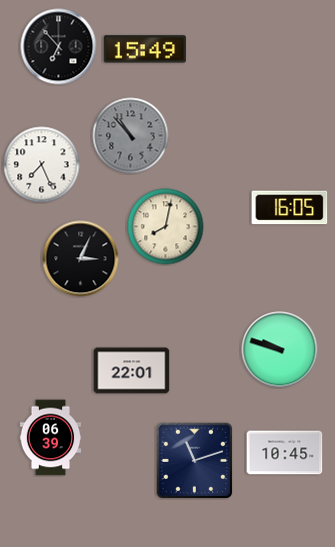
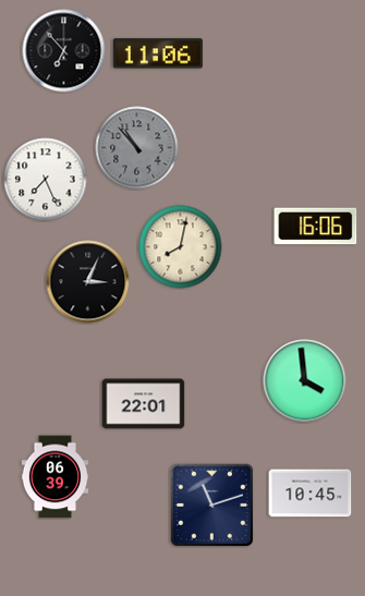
clock at (145, 49): 15:49 -> 11:06
clock at (131, 136) position: (131, 136) -> (137, 148)
clock at (290, 208): 16:05 -> 16:06
clock at (280, 350): 9:48 -> 3:59
clock at (194, 460) position: (194, 460) -> (211, 504)
